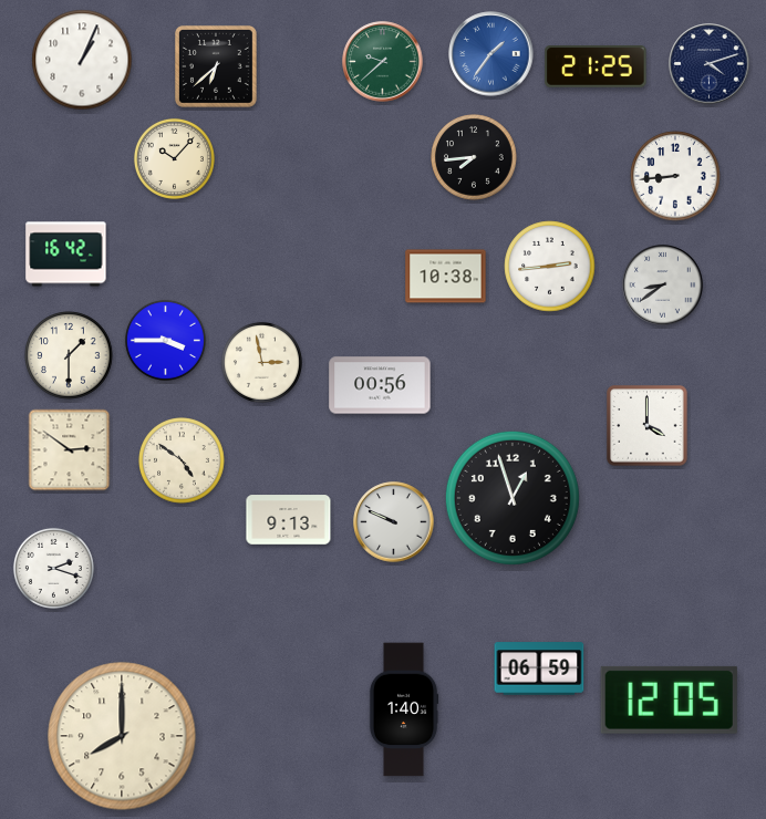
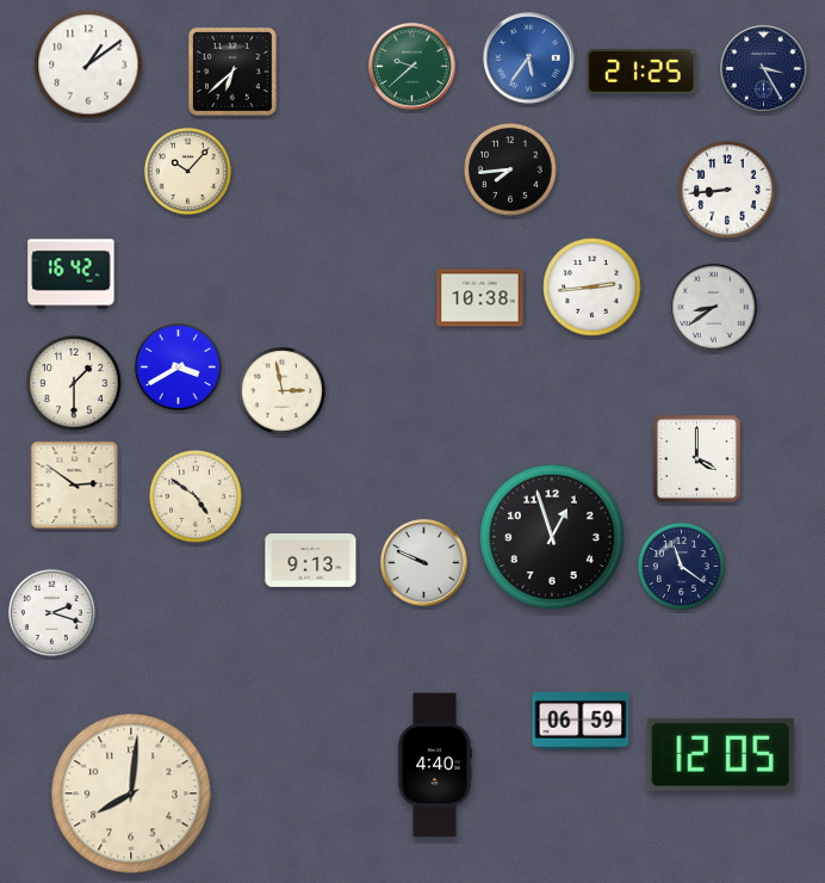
clock at (491, 54): 1:36 -> 5:36
clock at (82, 60): 1:04 -> 1:09
clock at (710, 64): 4:12 -> 3:25
clock at (165, 340): 3:45 -> 3:40
clock at (380, 385): 00:56 -> none
clock at (681, 566): none -> 11:21
clock at (53, 568) position: (53, 568) -> (51, 612)
clock at (404, 709): 1:40 -> 4:40
clock at (122, 736): 8:00 -> 8:01
